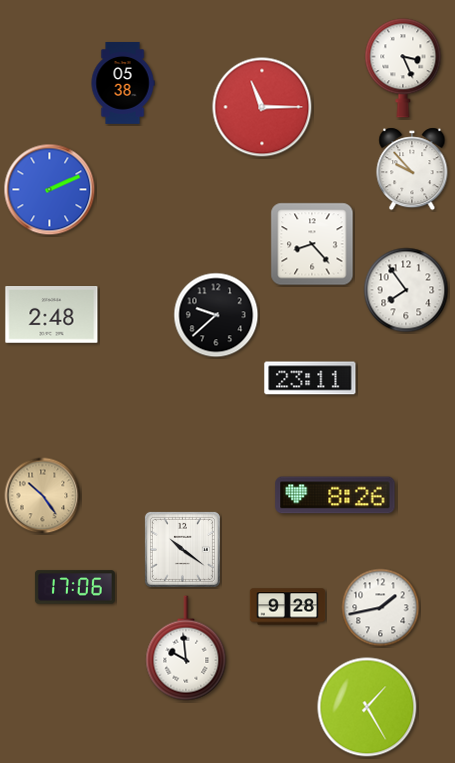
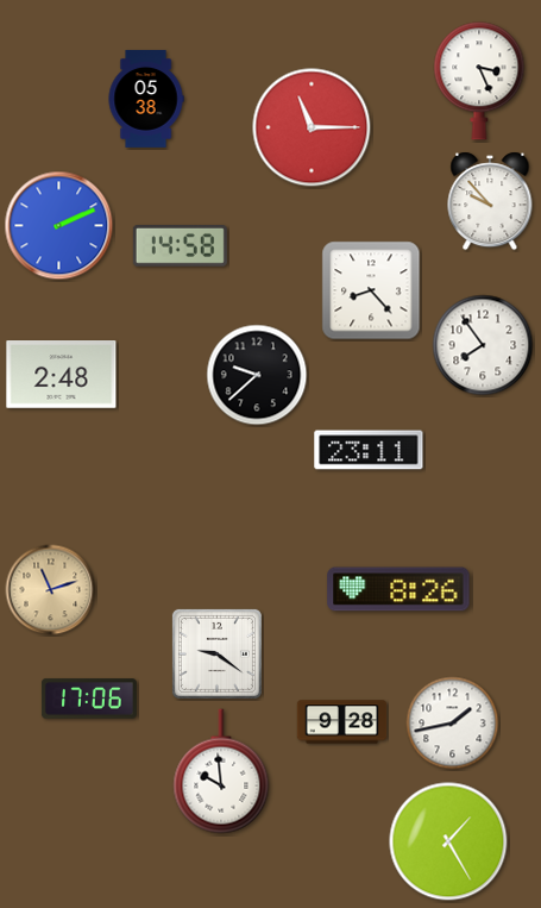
clock at (180, 246): none -> 14:58
clock at (43, 496): 10:24 -> 11:12
clock at (182, 549): 10:21 -> 9:21
clock at (367, 707) position: (367, 707) -> (448, 841)
